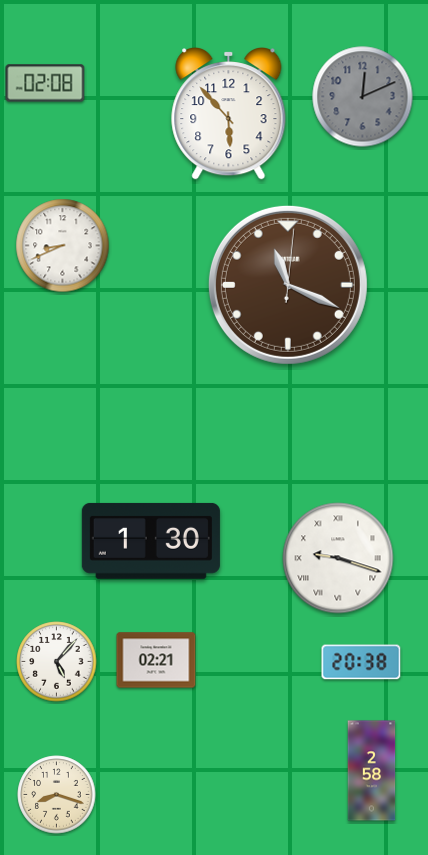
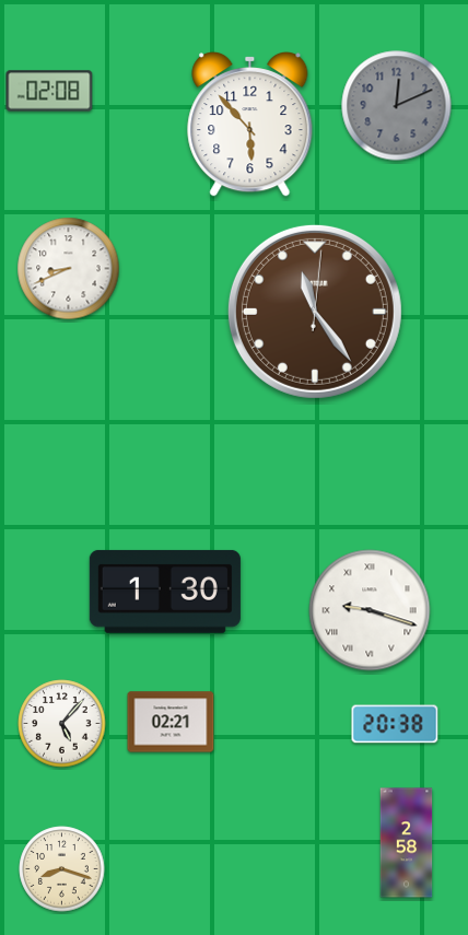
clock at (288, 285): 11:19 -> 11:24
